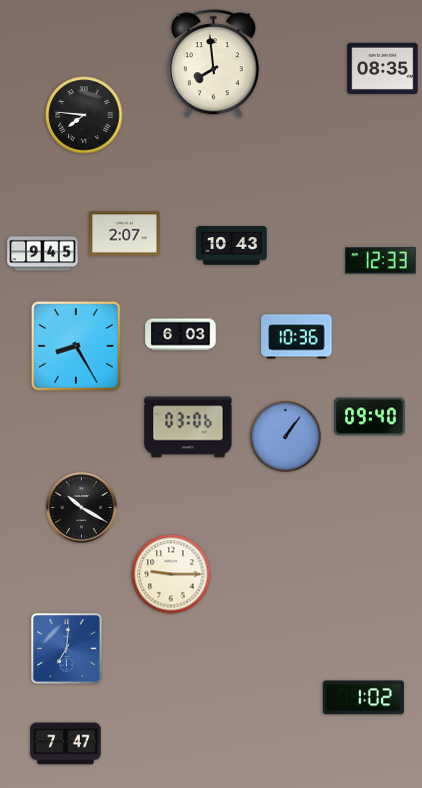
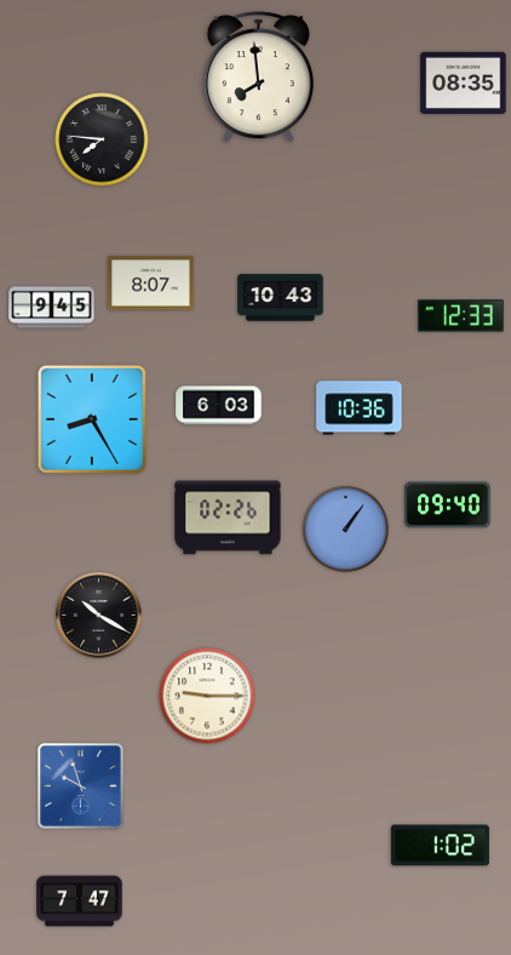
clock at (125, 234): 2:07 -> 8:07
clock at (188, 427): 03:06 -> 02:26
clock at (67, 649): 7:01 -> 9:57
